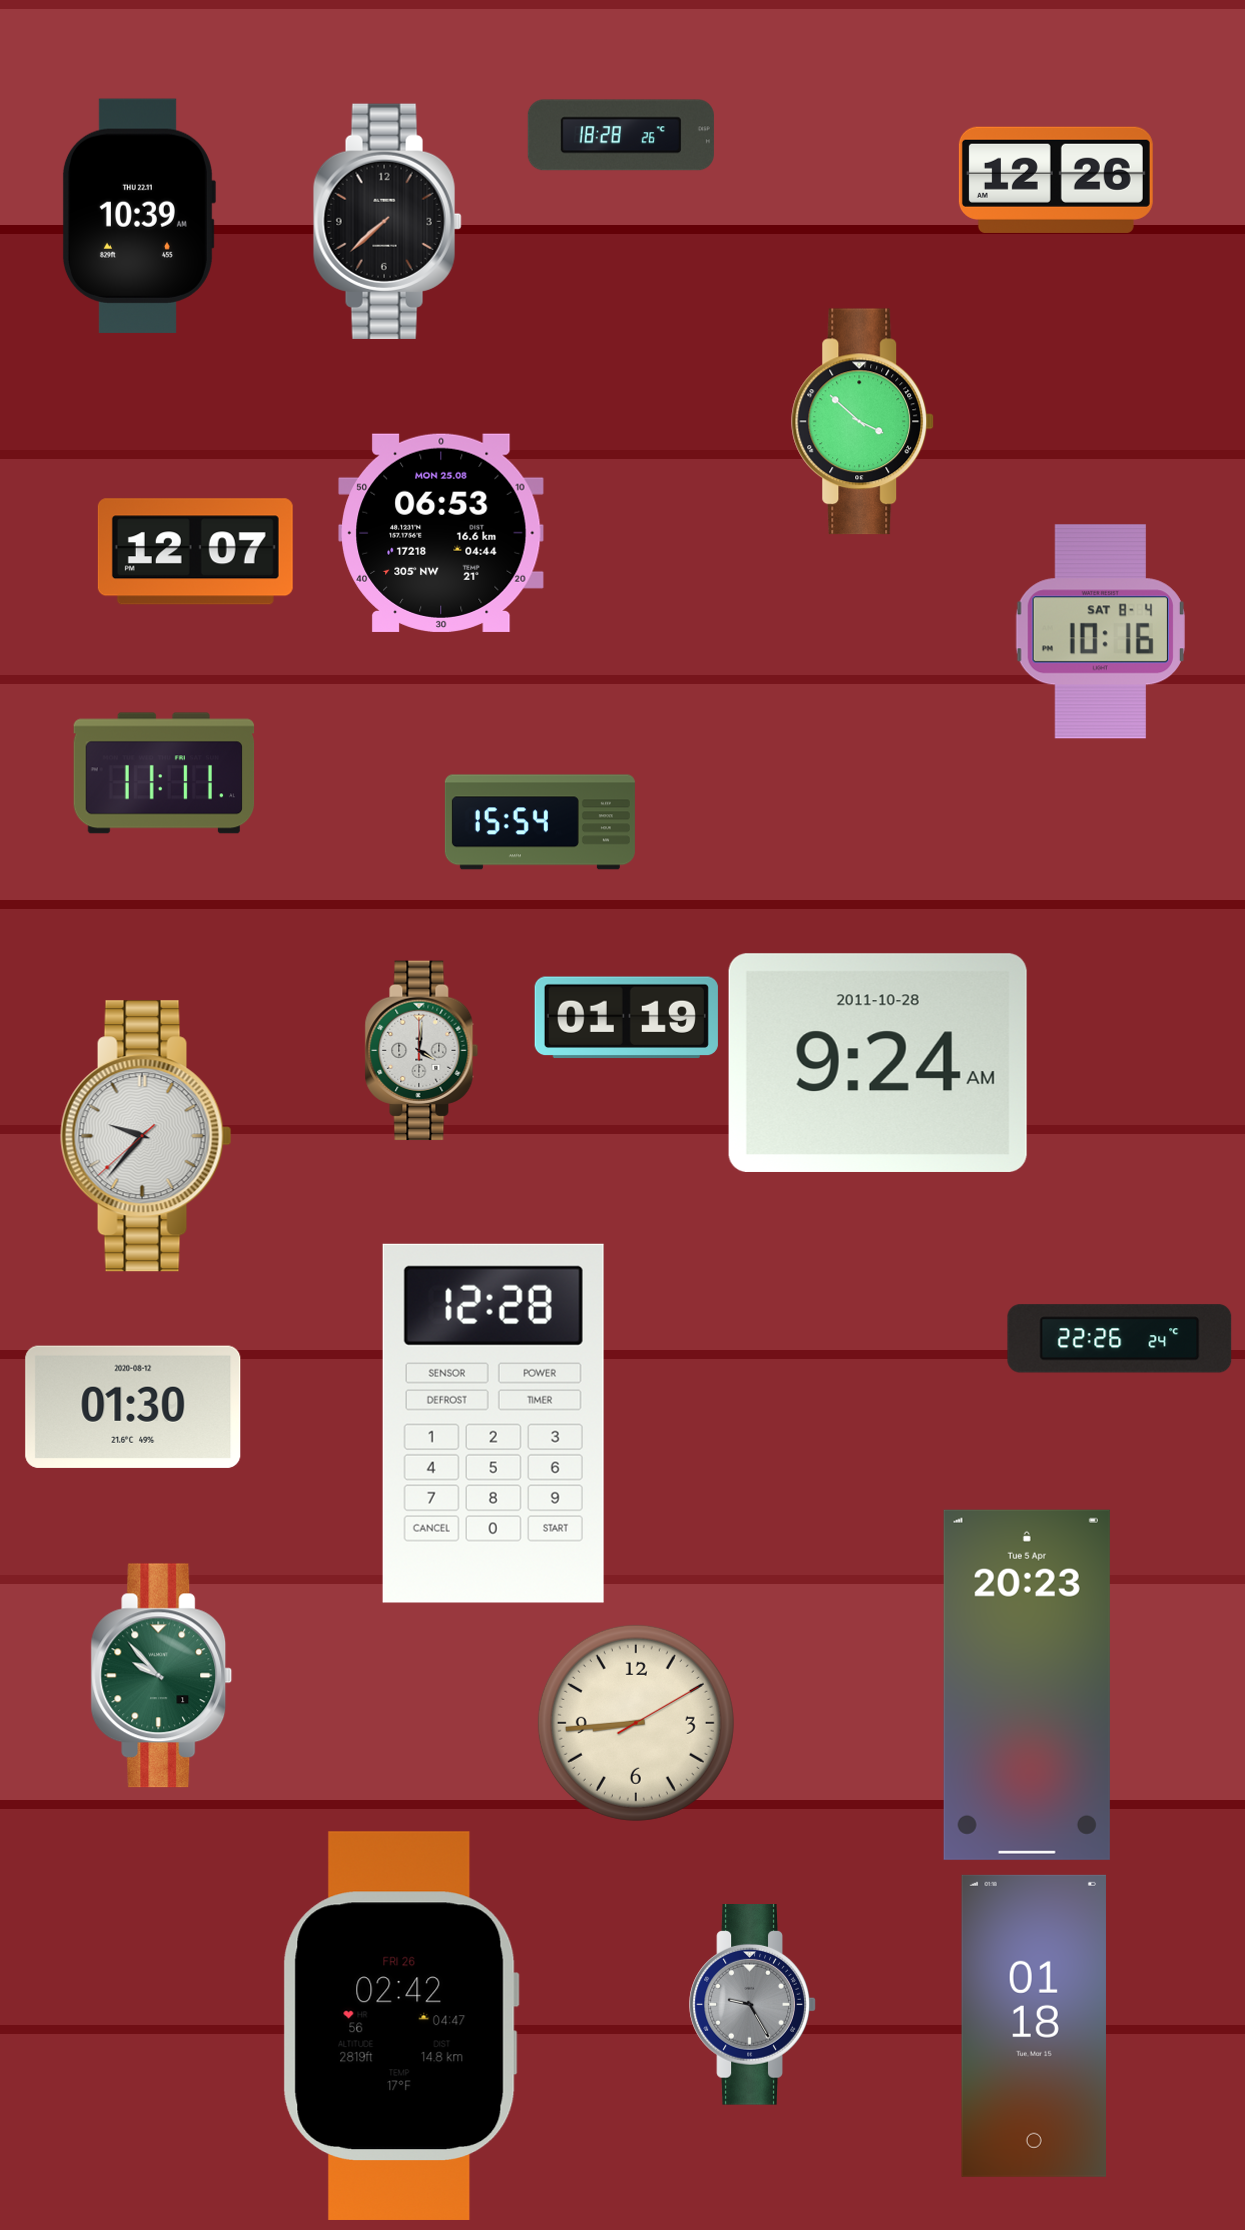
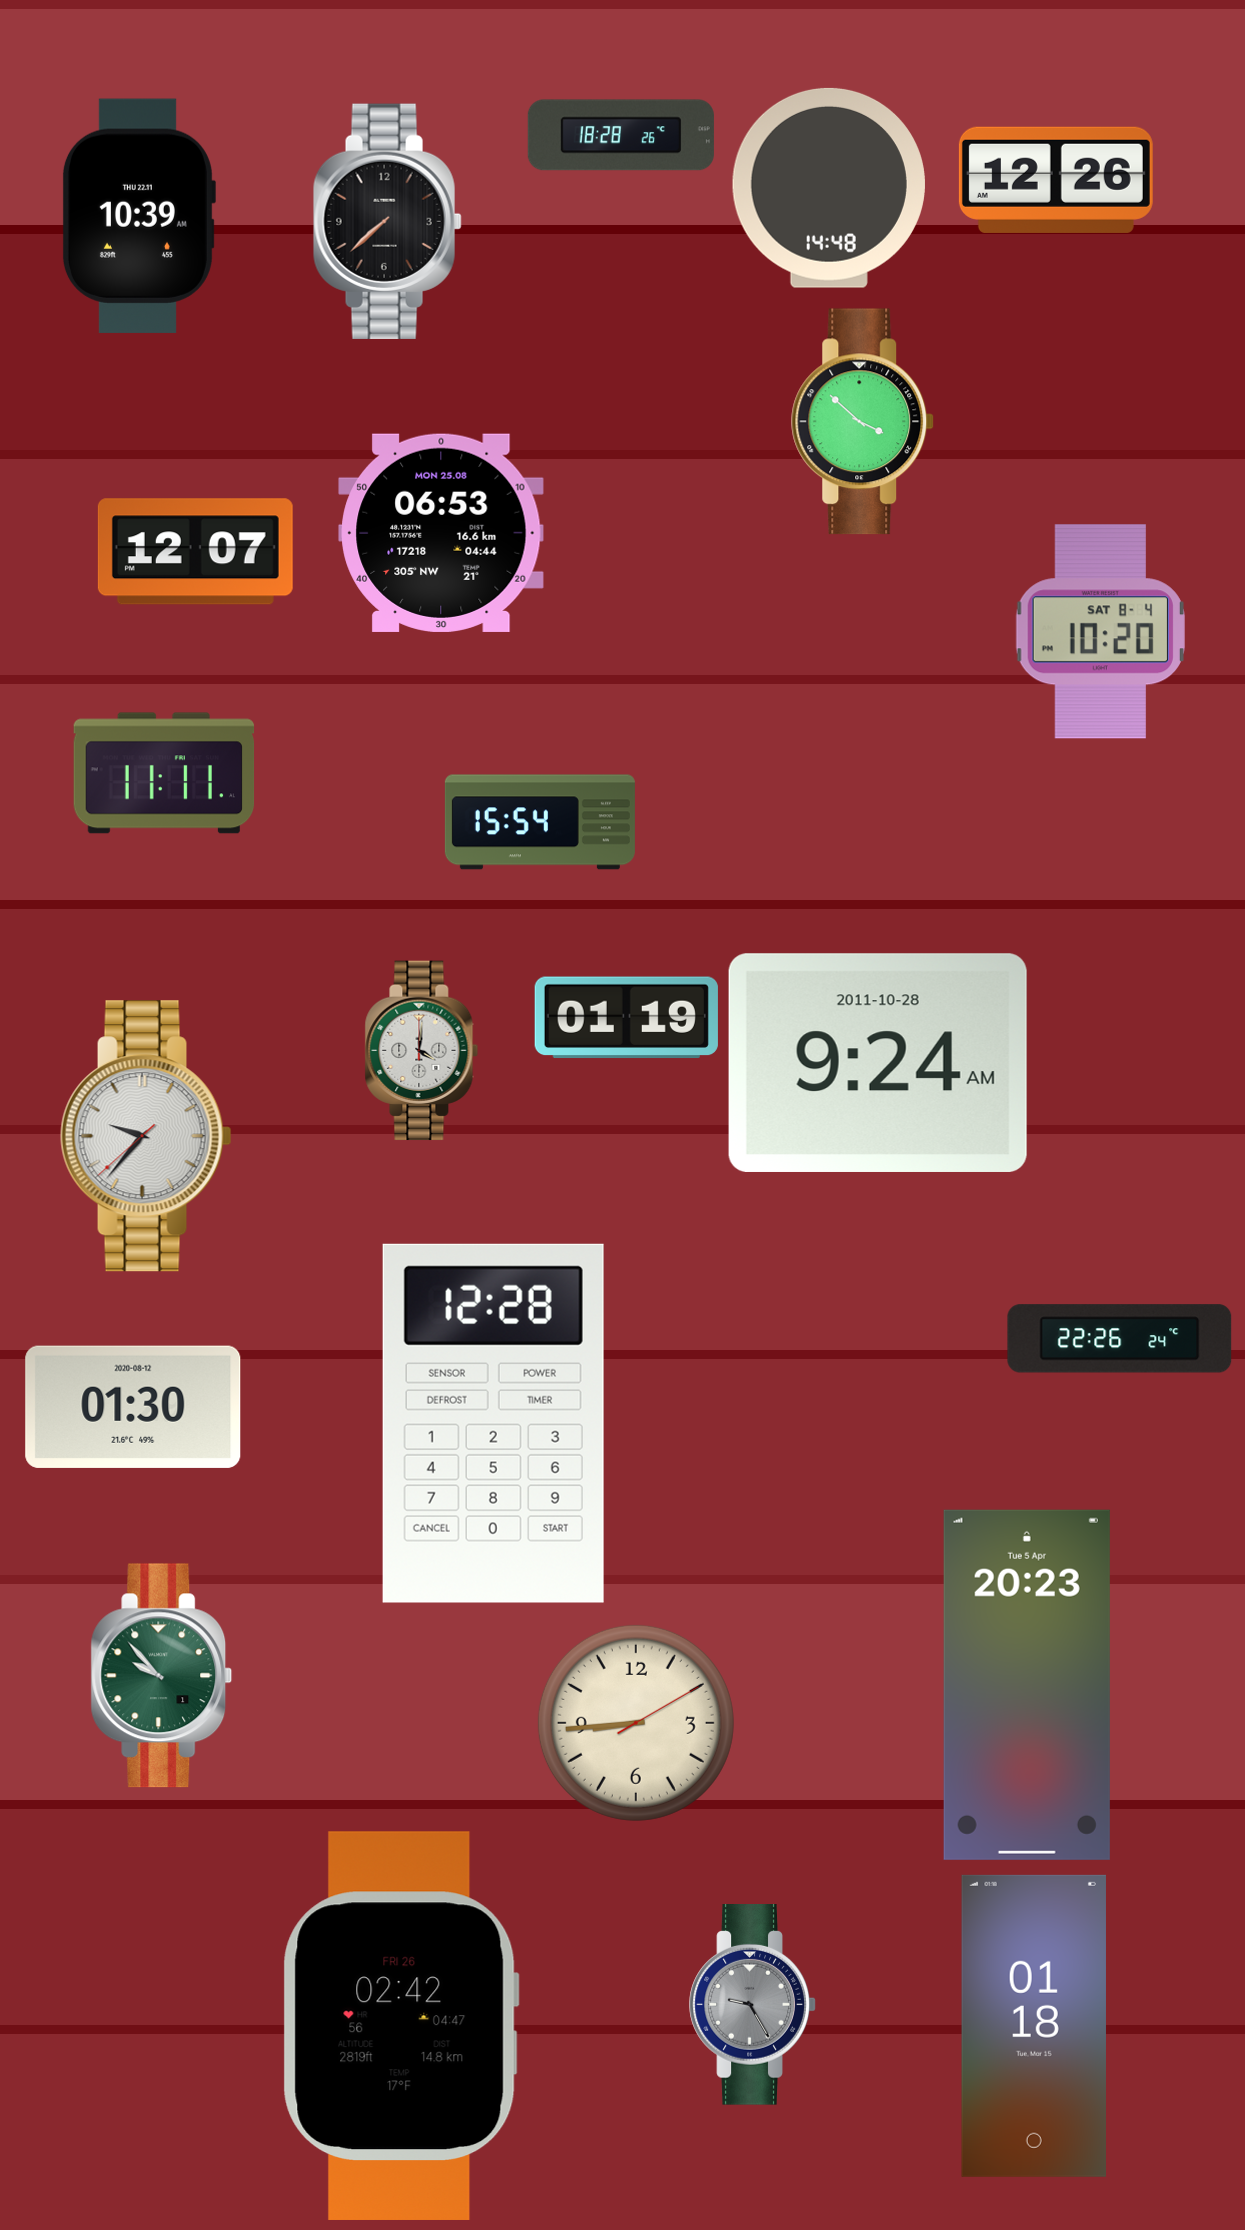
clock at (829, 188): none -> 14:48
clock at (1100, 632): 10:16 -> 10:20
